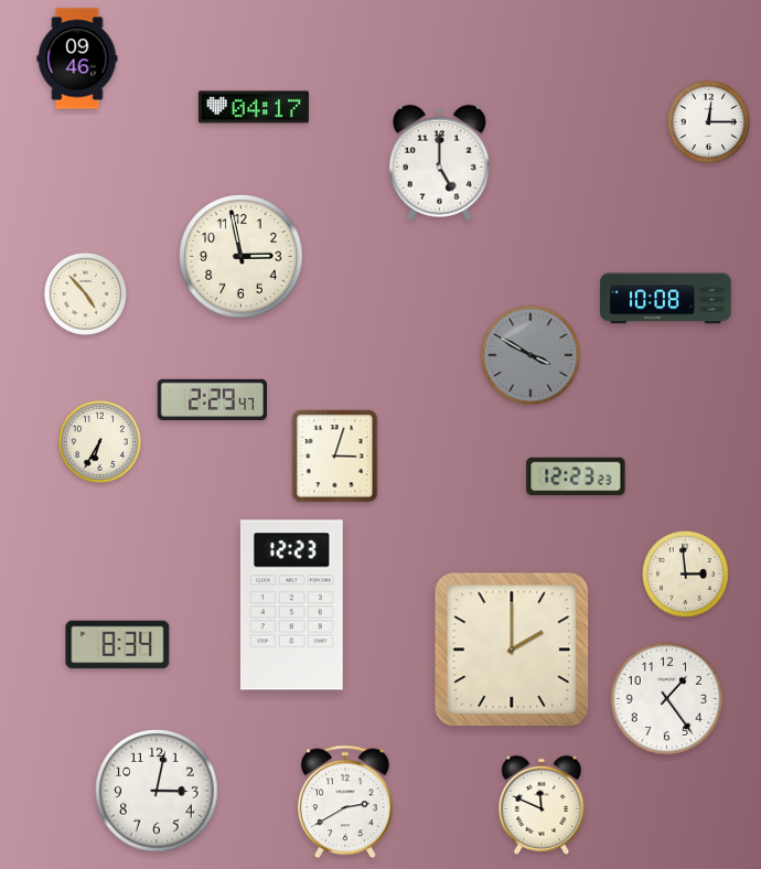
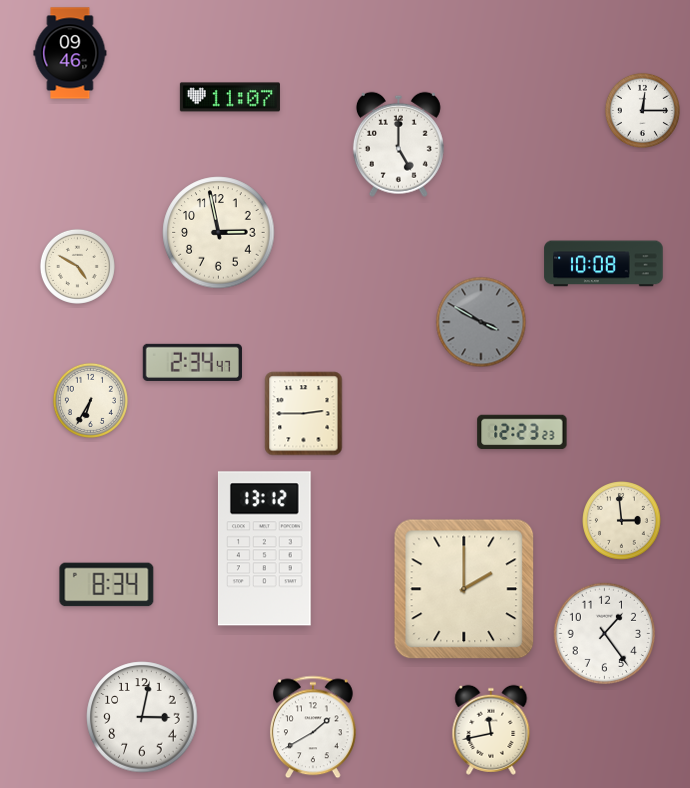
clock at (254, 107): 04:17 -> 11:07
clock at (439, 162) position: (439, 162) -> (398, 144)
clock at (85, 293): 4:53 -> 4:50
clock at (666, 299) position: (666, 299) -> (604, 264)
clock at (212, 399): 2:29 -> 2:34
clock at (335, 457): 3:03 -> 2:45
clock at (291, 605): 12:23 -> 13:12
clock at (345, 802): 2:40 -> 1:40
clock at (542, 805): 11:49 -> 11:43
